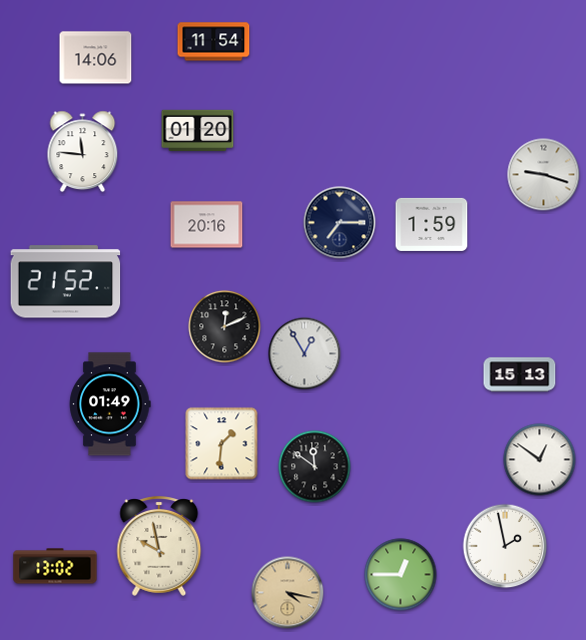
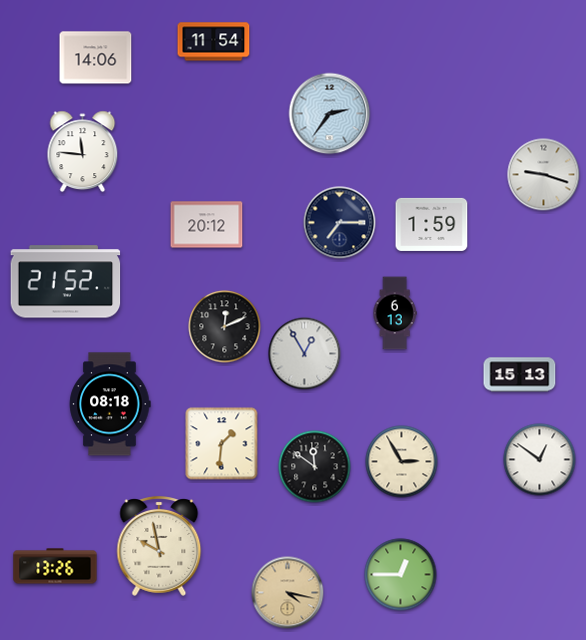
clock at (330, 114): none -> 2:36
clock at (198, 131): 01:20 -> none
clock at (207, 225): 20:16 -> 20:12
clock at (395, 313): none -> 6:13
clock at (110, 404): 01:49 -> 08:18
clock at (402, 462): none -> 2:55
clock at (505, 546): 1:58 -> none
clock at (55, 566): 13:02 -> 13:26
